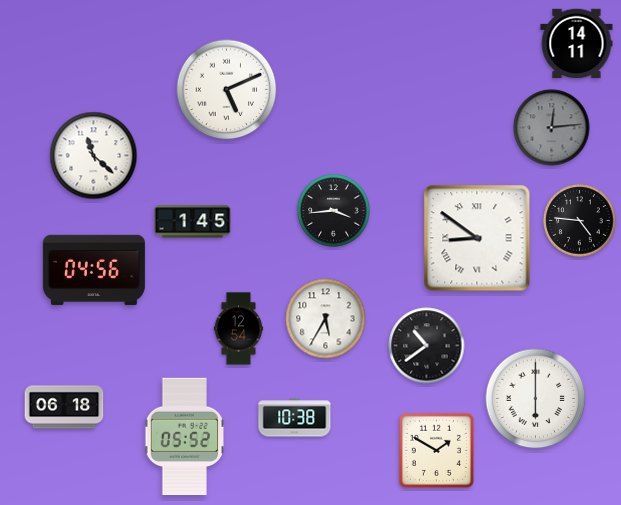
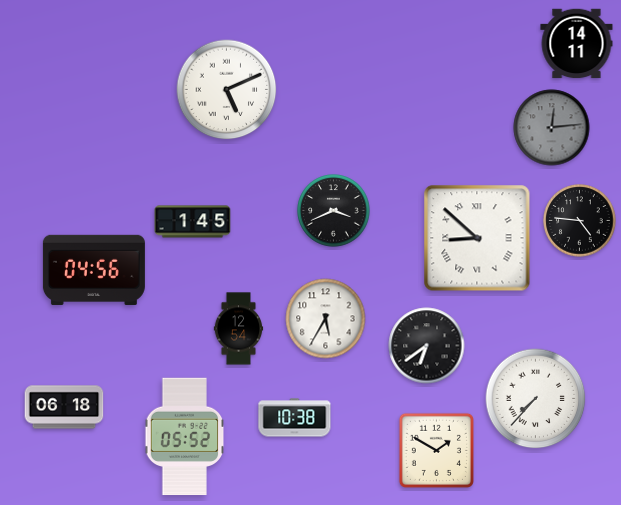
clock at (94, 156): 11:22 -> none
clock at (334, 211): 3:44 -> 3:41
clock at (477, 238): 8:51 -> 8:52
clock at (427, 346): 10:39 -> 6:39
clock at (536, 399): 6:00 -> 7:37
